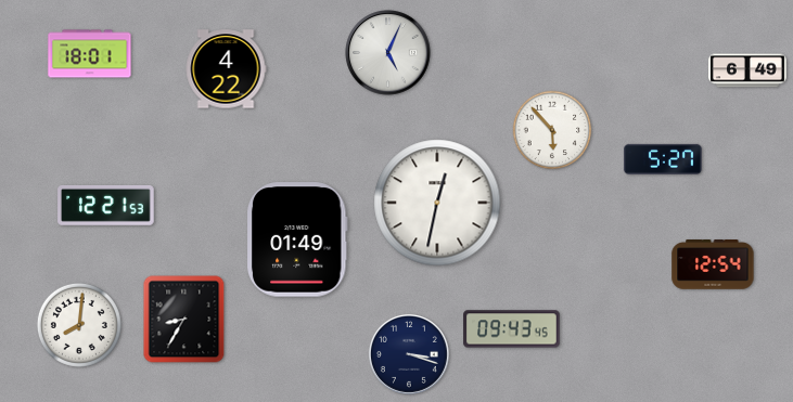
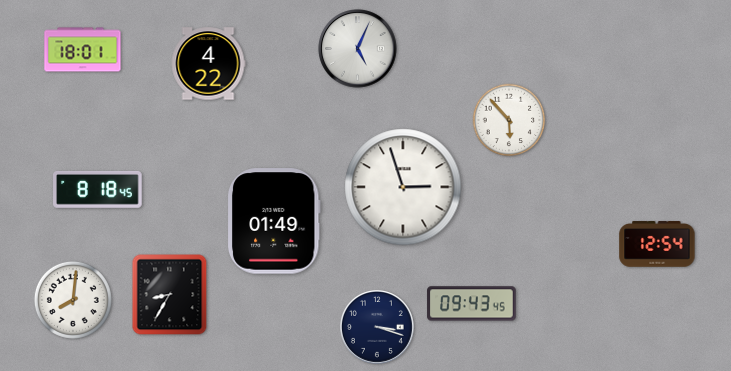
clock at (749, 70): 6:49 -> none
clock at (663, 159): 5:27 -> none
clock at (437, 203): 12:32 -> 2:57
clock at (106, 205): 12:21 -> 8:18
